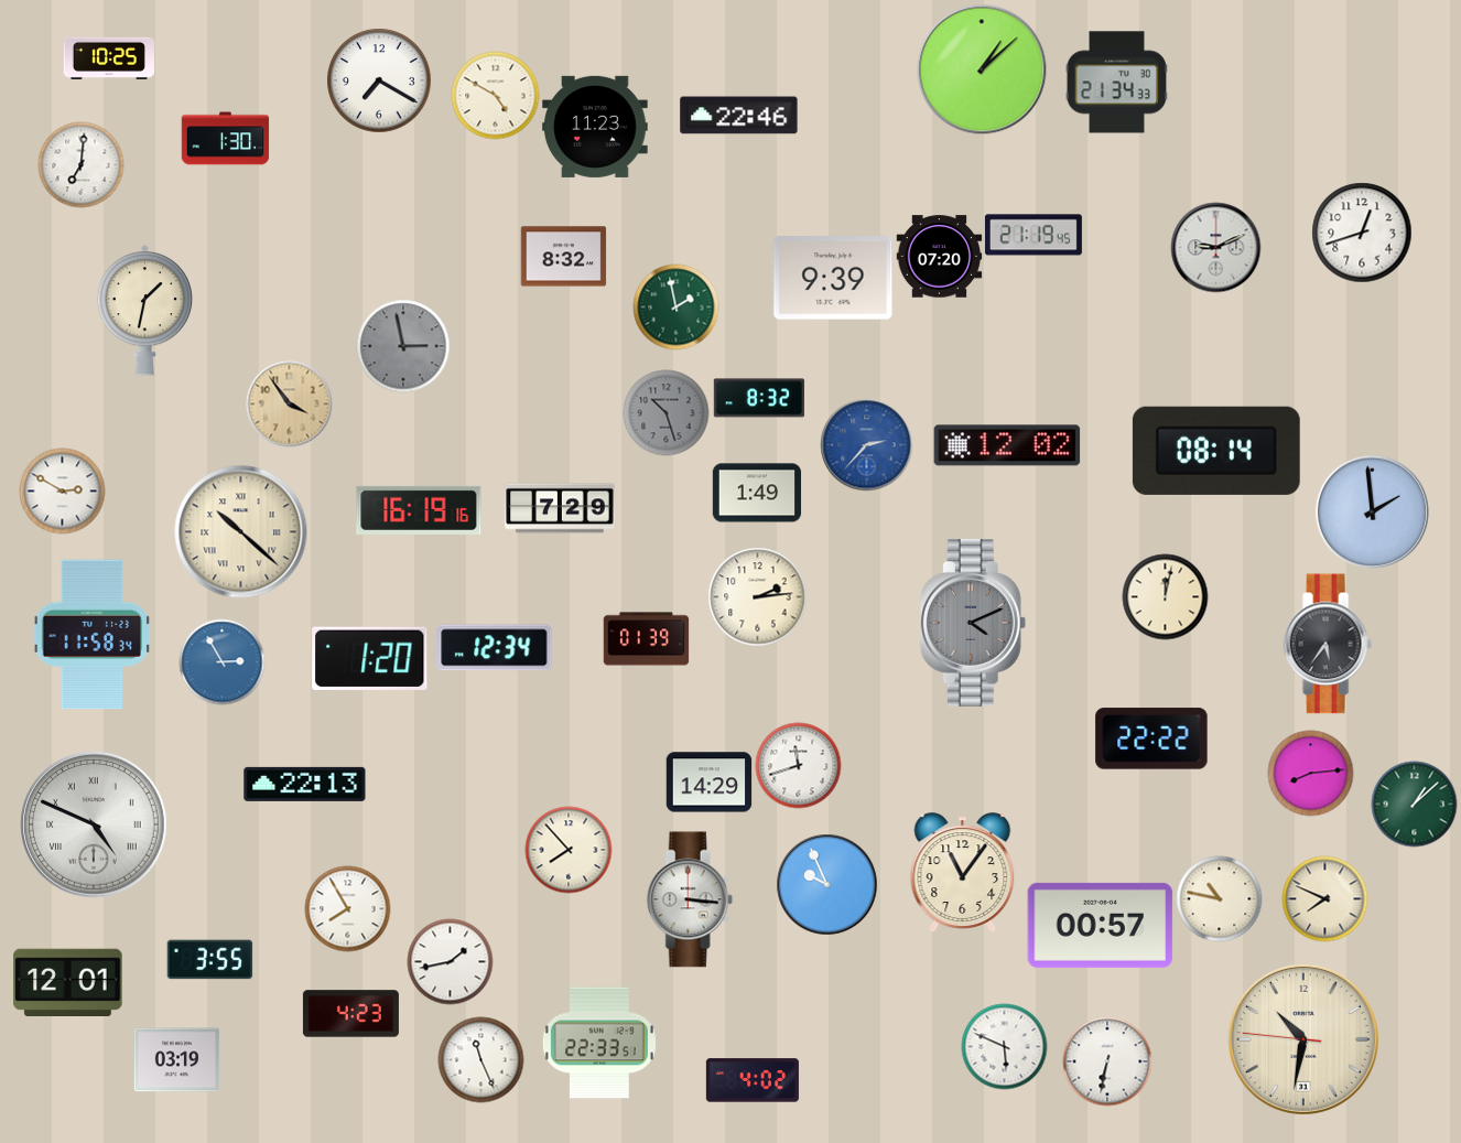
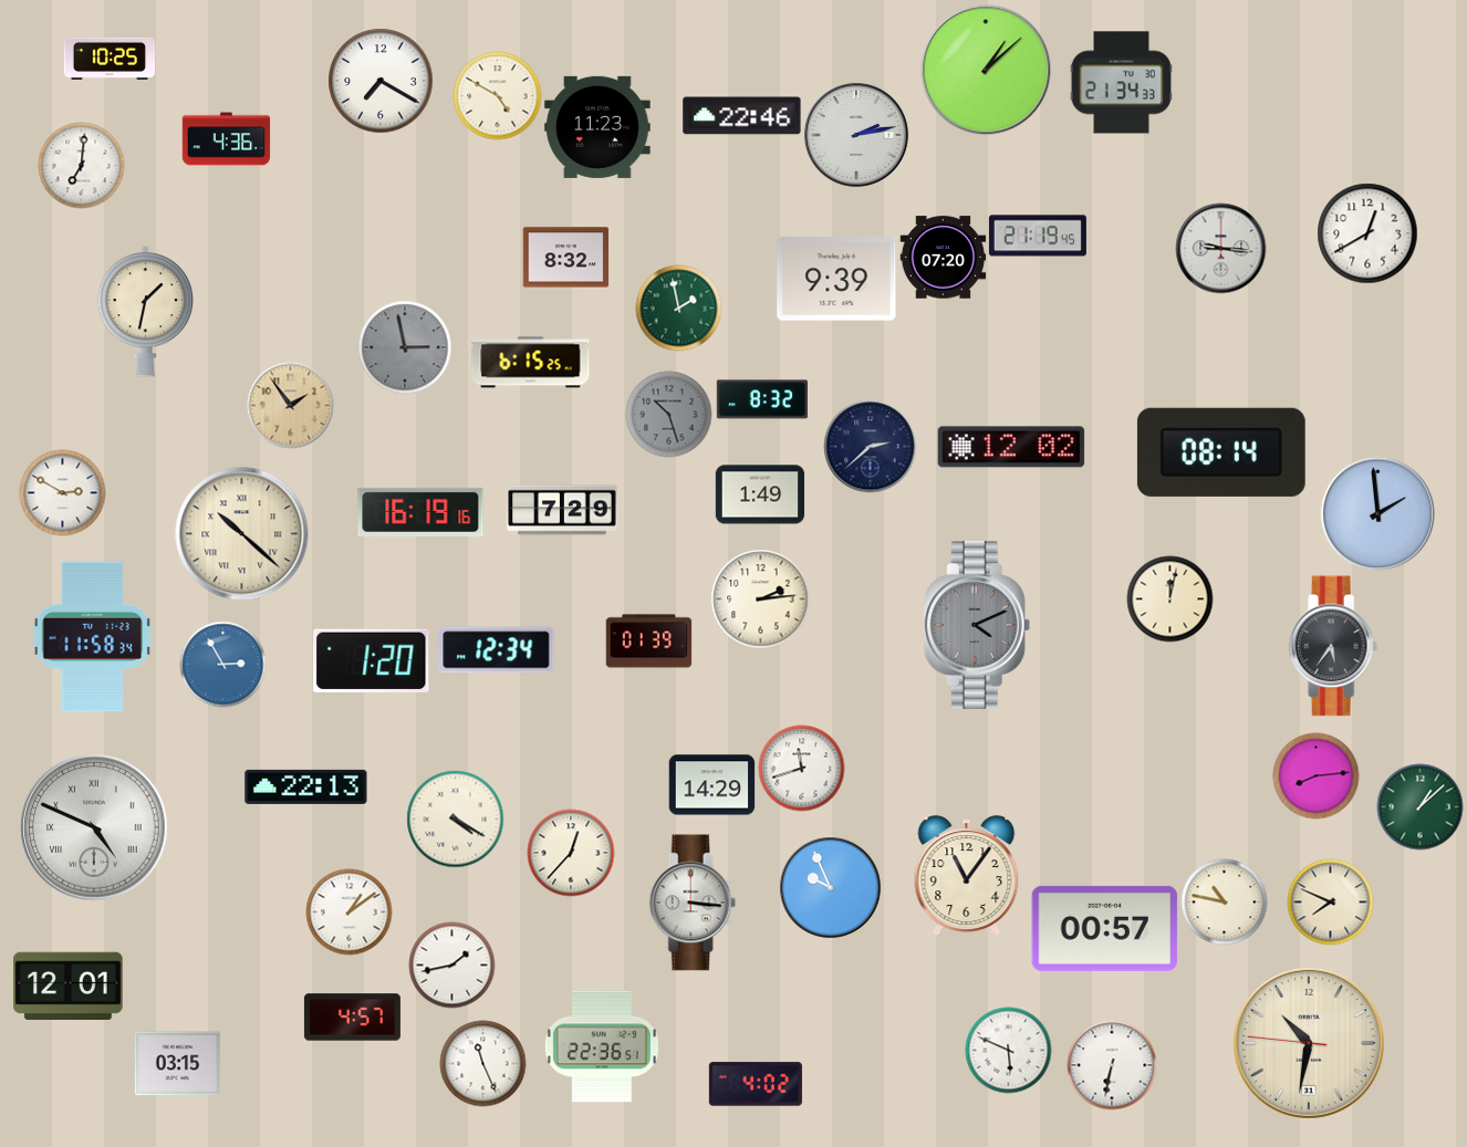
clock at (856, 135): none -> 2:13
clock at (225, 139): 1:30 -> 4:36
clock at (1362, 233): 12:42 -> 12:40
clock at (1215, 247): 9:11 -> 9:16
clock at (531, 363): none -> 6:15
clock at (289, 403): 3:54 -> 1:54
clock at (866, 444): 2:37 -> 2:38
clock at (866, 444) dial: blue -> navy
clock at (1151, 738): 22:22 -> none
clock at (455, 818): none -> 4:20
clock at (569, 850): 7:53 -> 12:37
clock at (347, 908): 7:55 -> 1:09
clock at (209, 960): 3:55 -> none
clock at (350, 1014): 4:23 -> 4:57
clock at (599, 1043): 22:33 -> 22:36
clock at (176, 1060): 03:19 -> 03:15
